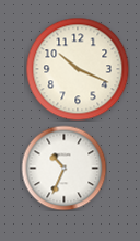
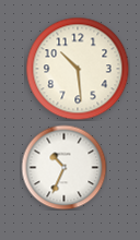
clock at (78, 69): 10:19 -> 10:29
